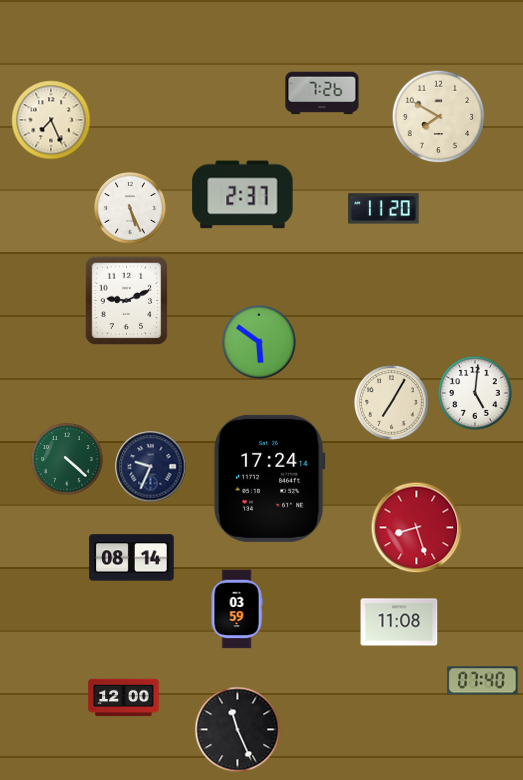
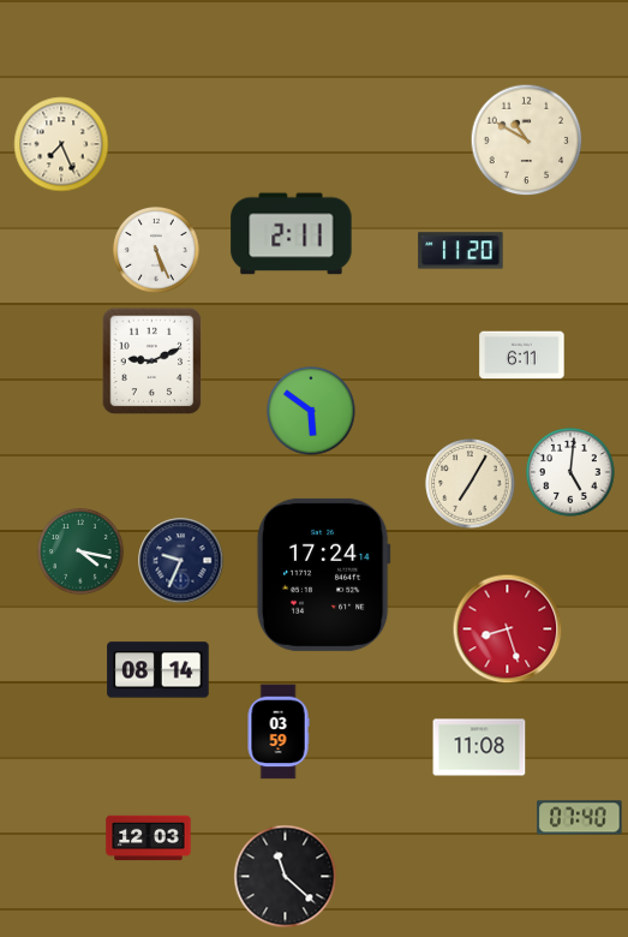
clock at (322, 93): 7:26 -> none
clock at (439, 117): 7:50 -> 10:50
clock at (243, 195): 2:37 -> 2:11
clock at (522, 356): none -> 6:11
clock at (68, 460): 4:22 -> 4:17
clock at (417, 528) position: (417, 528) -> (508, 629)
clock at (237, 609) position: (237, 609) -> (279, 732)
clock at (124, 698): 12:00 -> 12:03
clock at (238, 730): 11:26 -> 11:22
